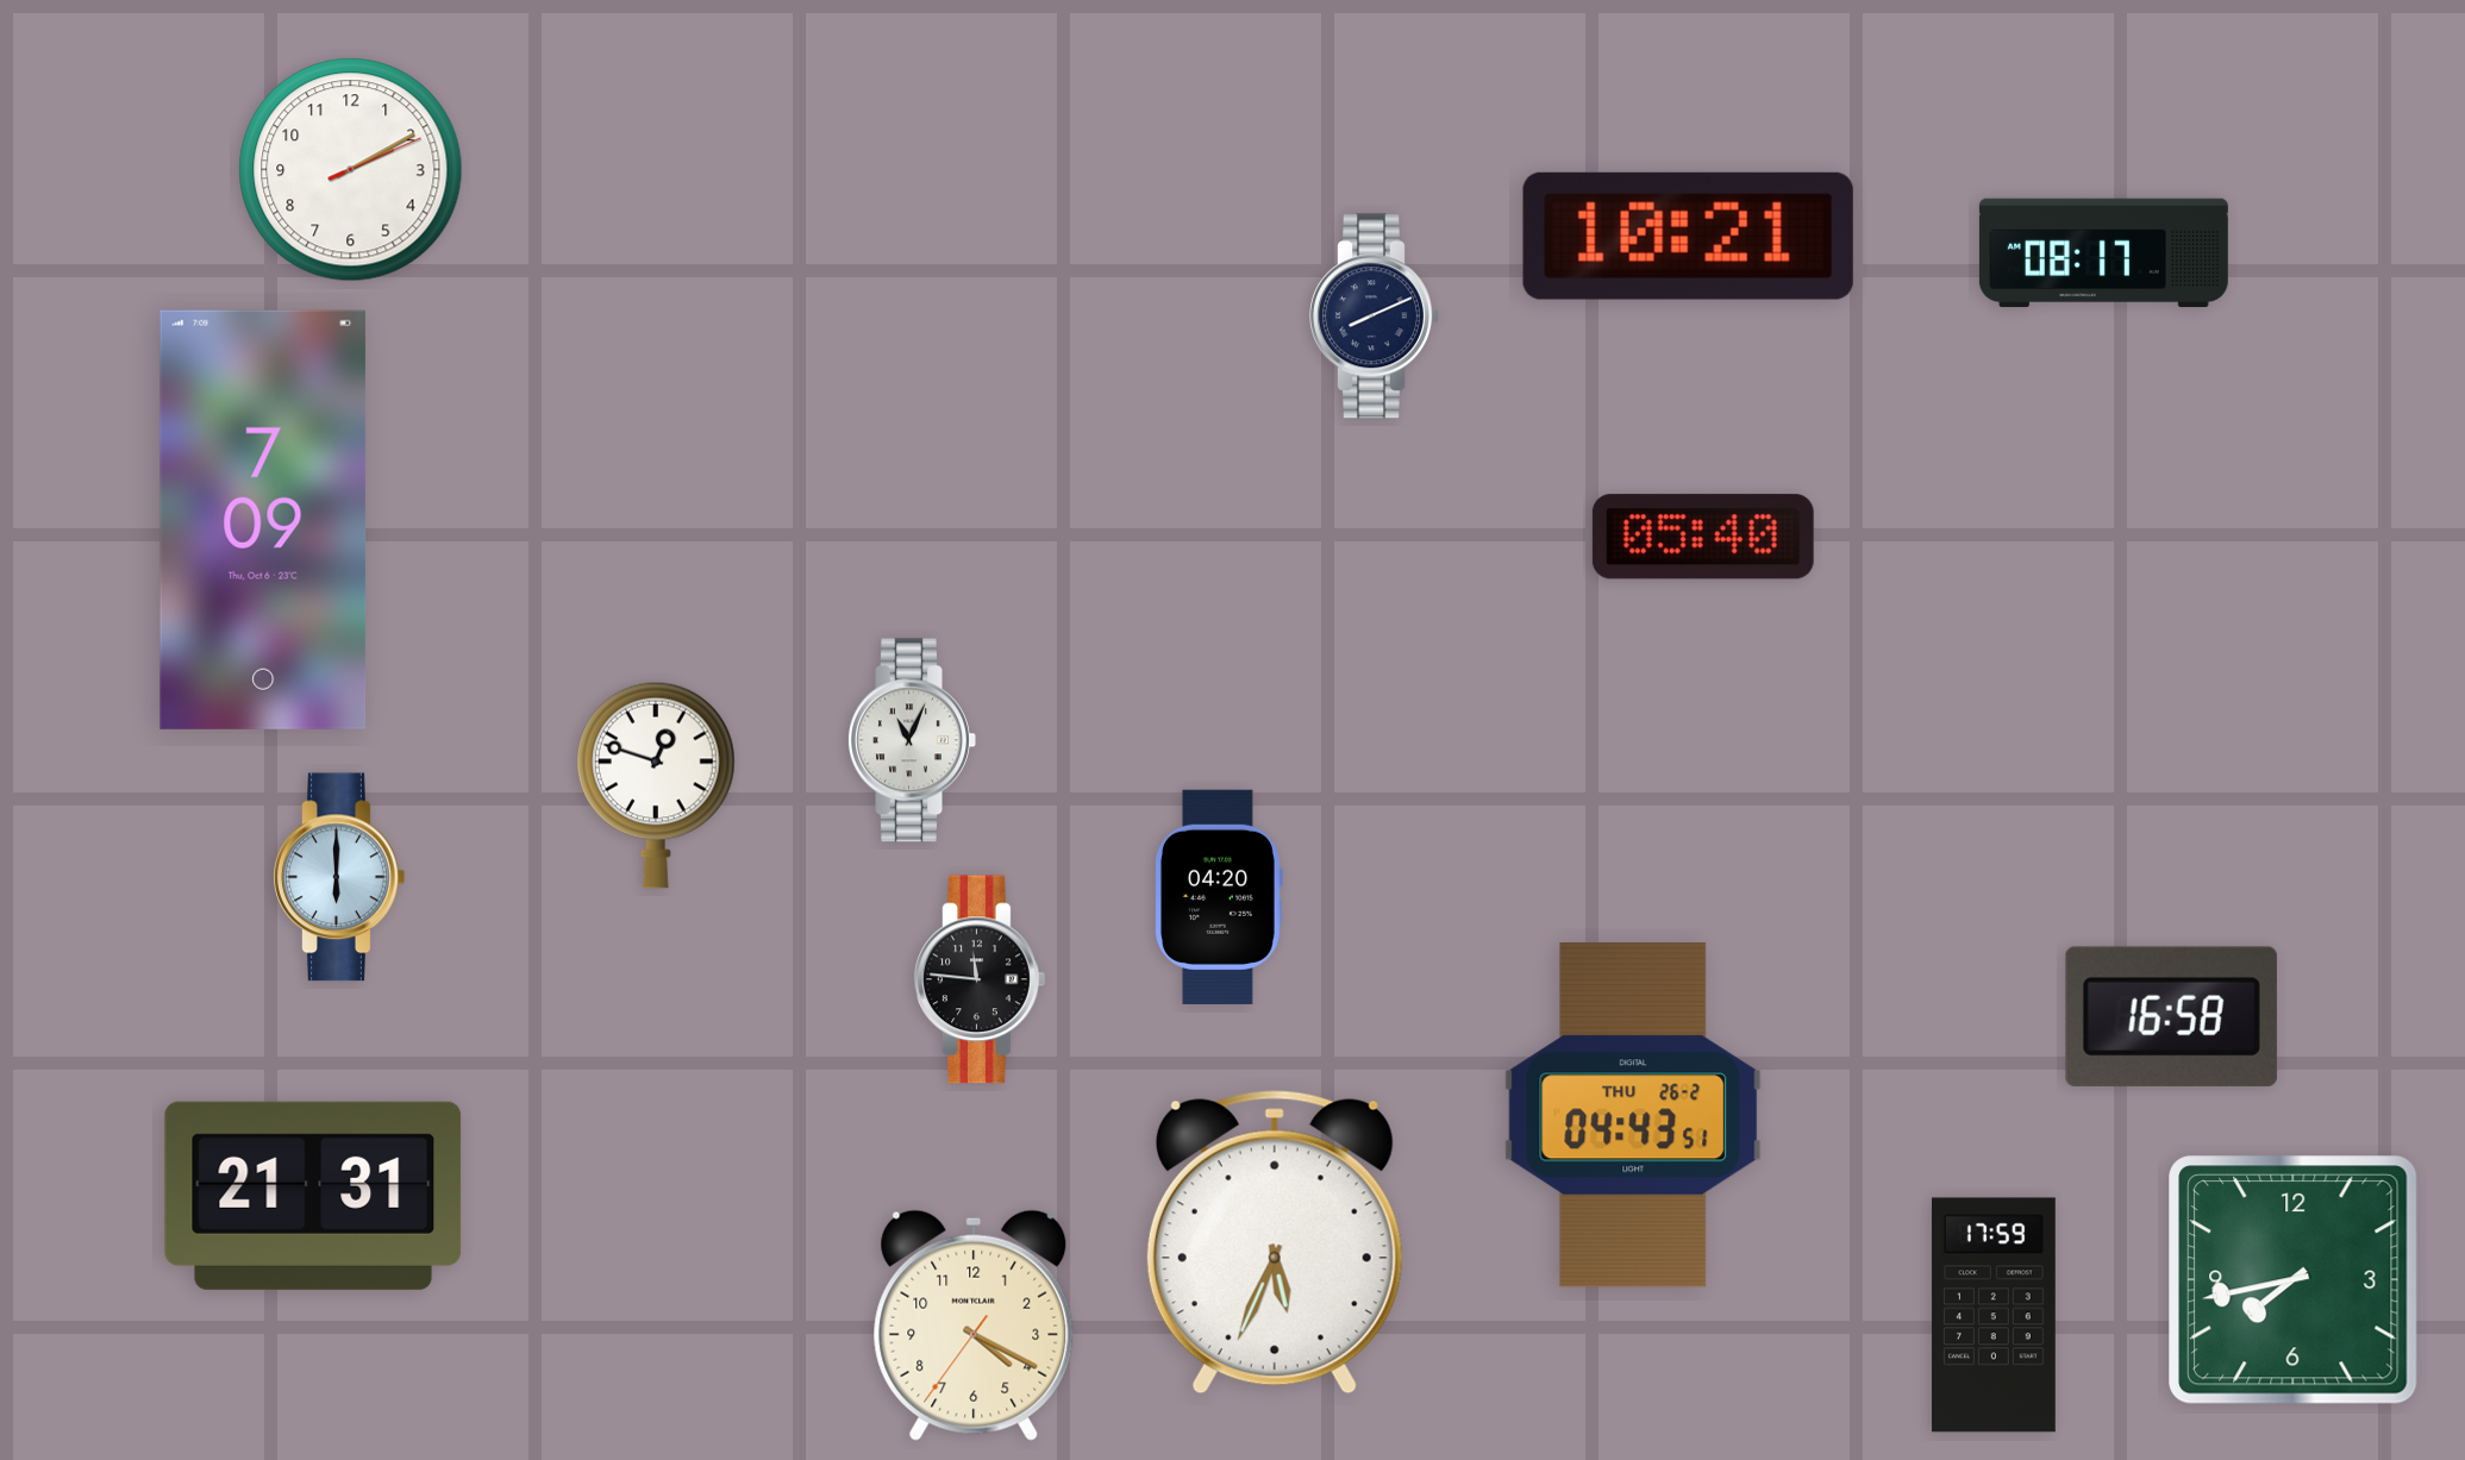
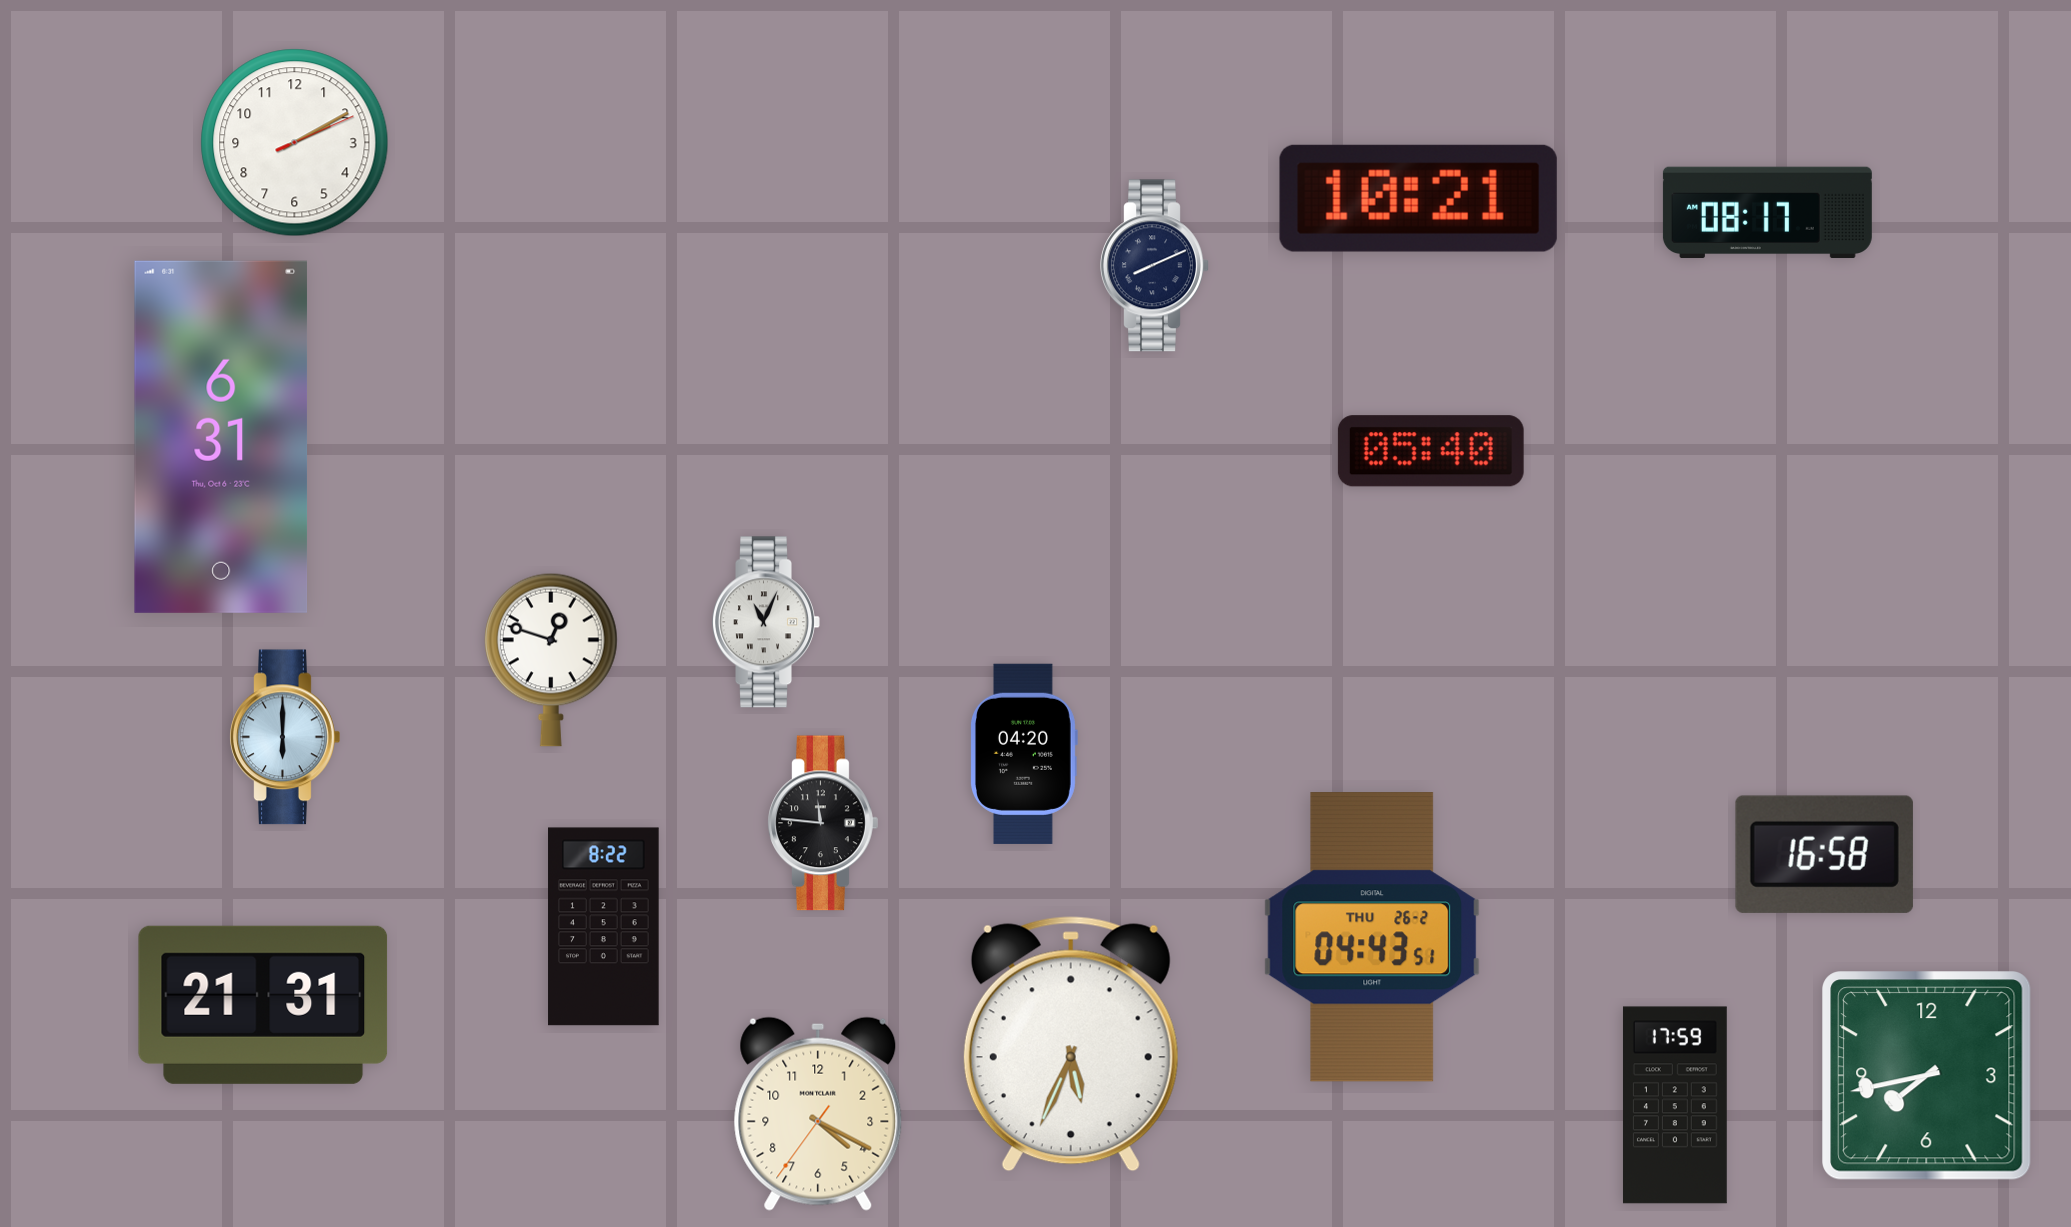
clock at (262, 520): 7:09 -> 6:31
clock at (604, 927): none -> 8:22
